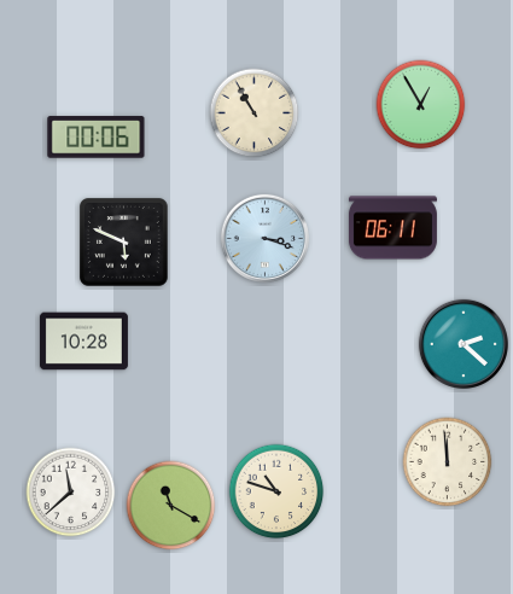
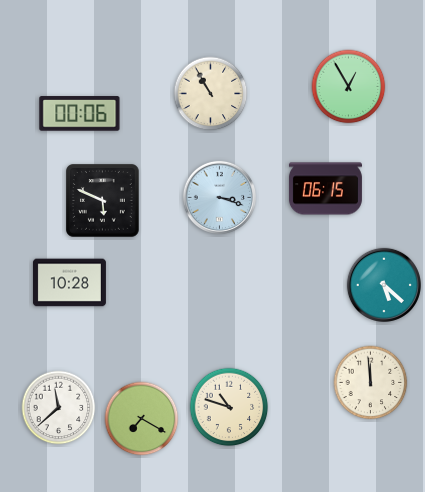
clock at (392, 228): 06:11 -> 06:15
clock at (464, 344): 2:22 -> 5:22
clock at (171, 506): 11:20 -> 7:20
